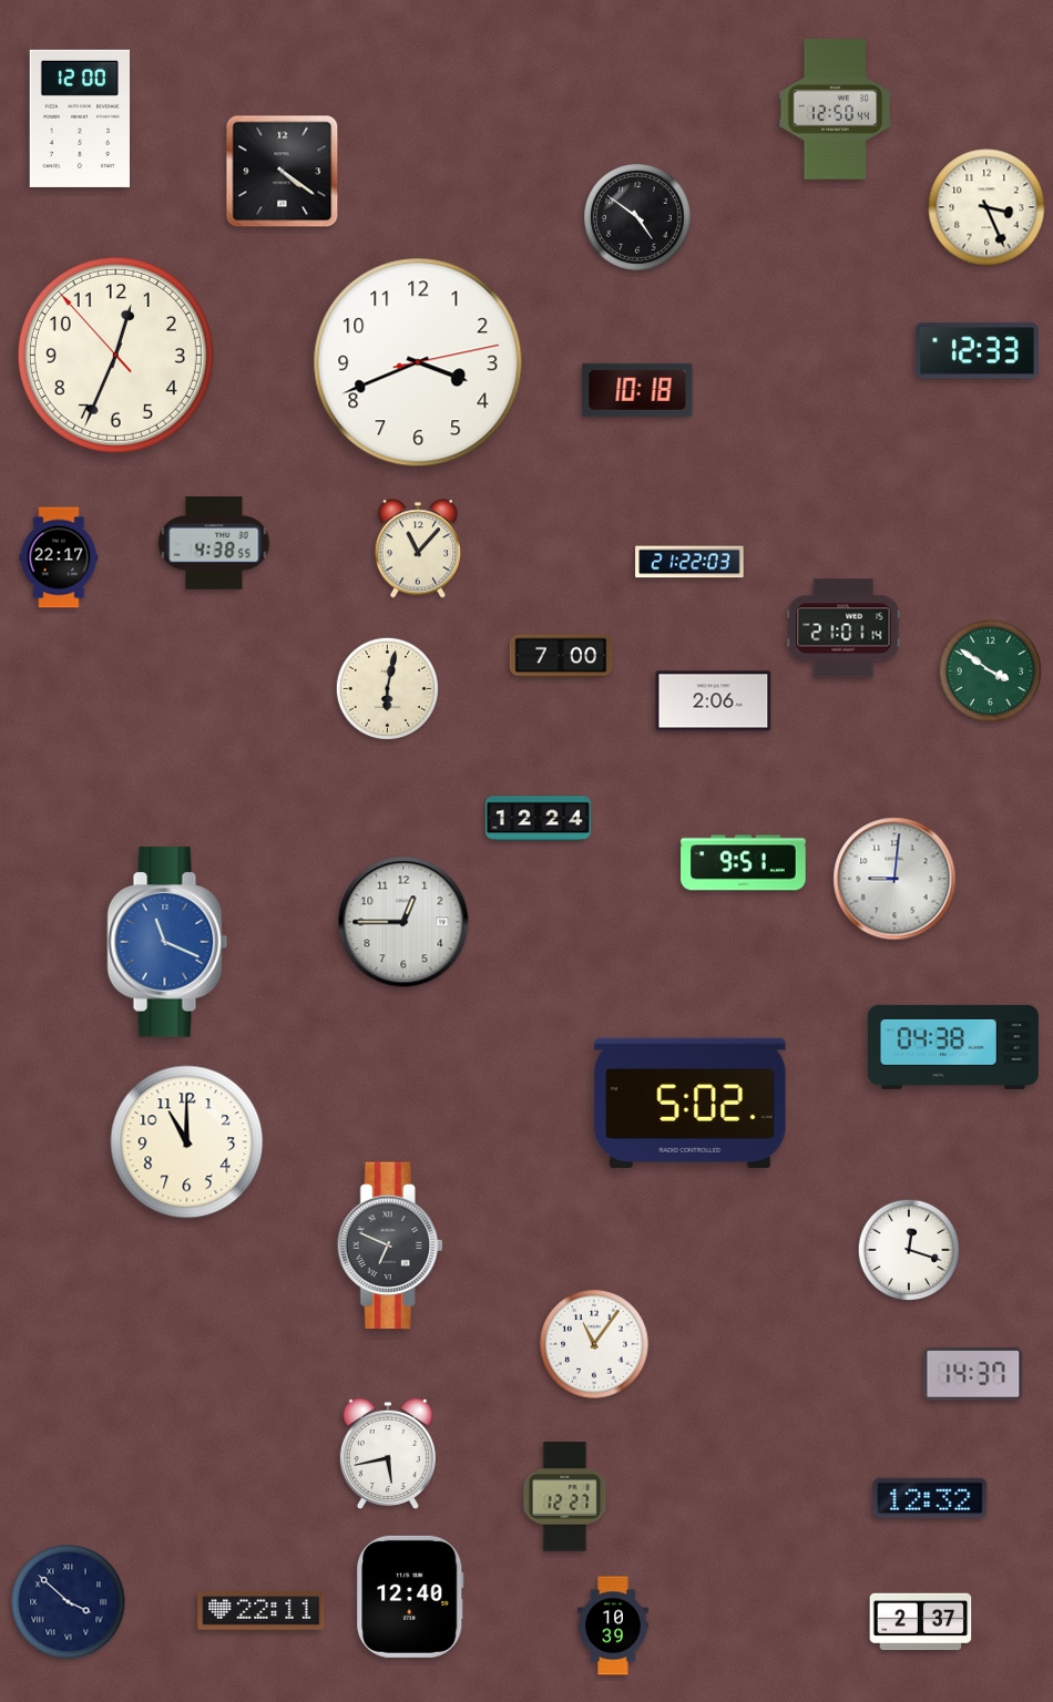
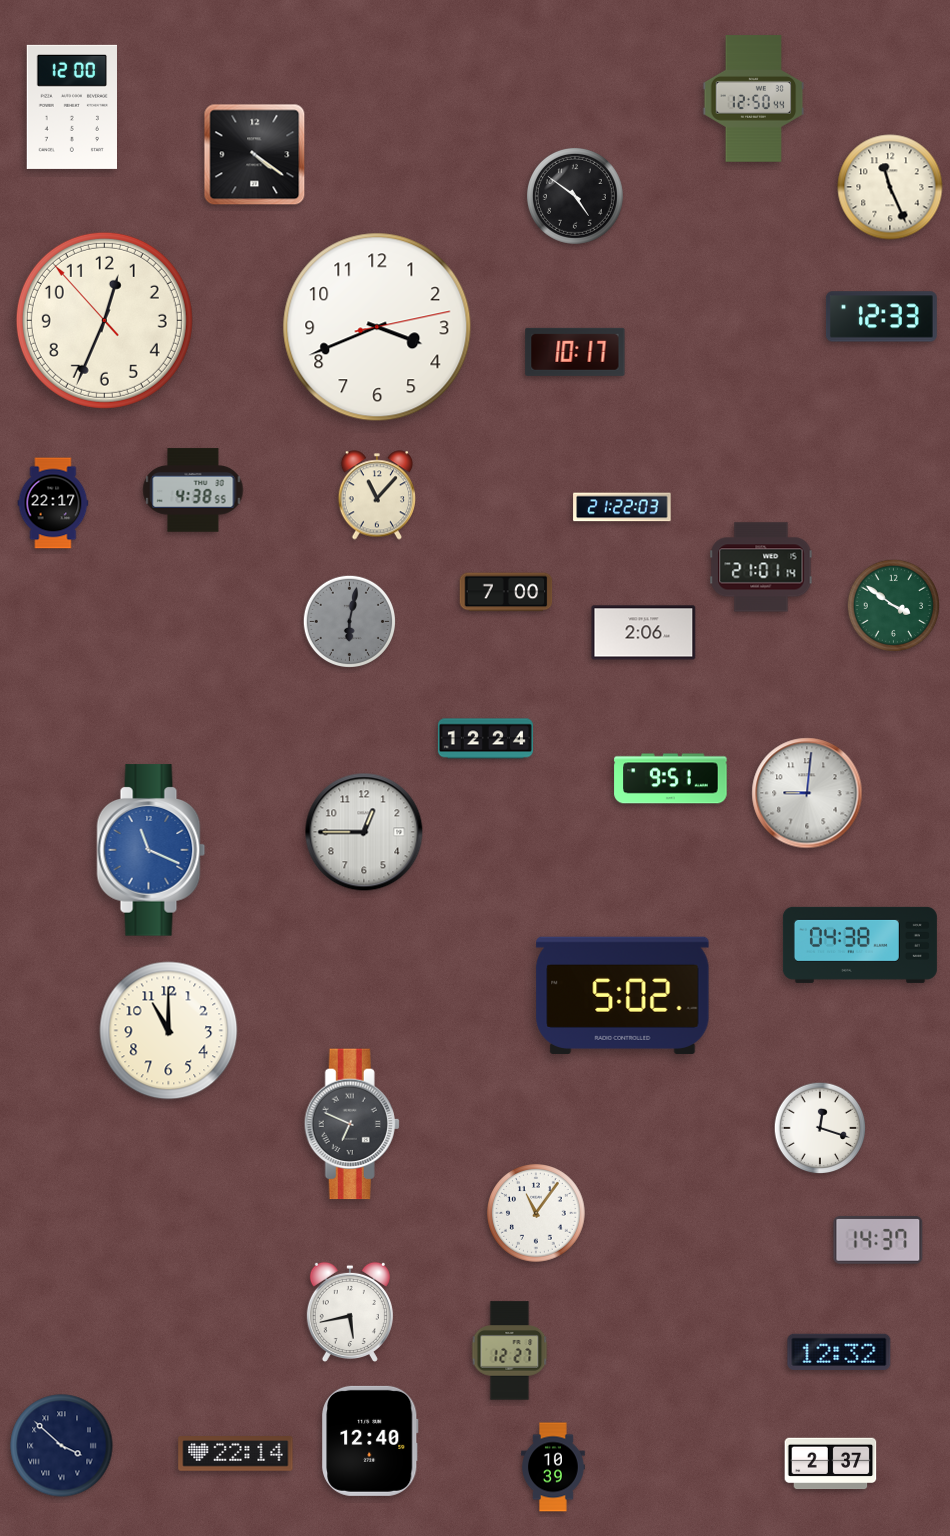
clock at (986, 207): 3:26 -> 11:26
clock at (637, 390): 10:18 -> 10:17
clock at (387, 688) dial: cream -> grey
clock at (262, 1611): 22:11 -> 22:14
